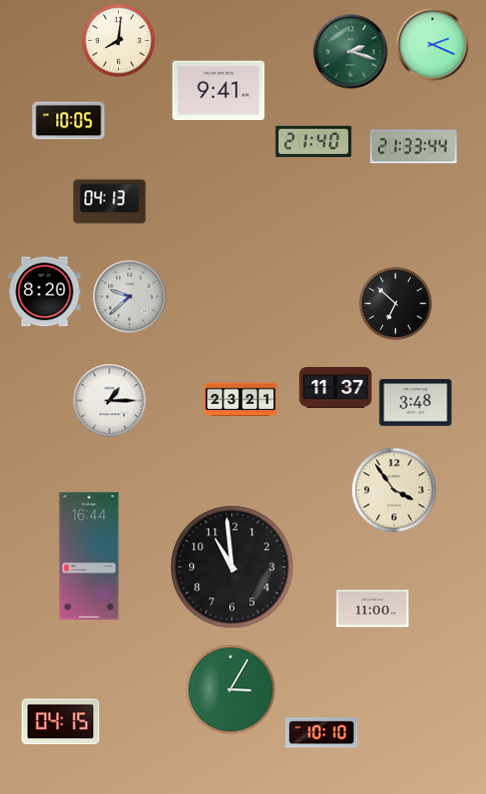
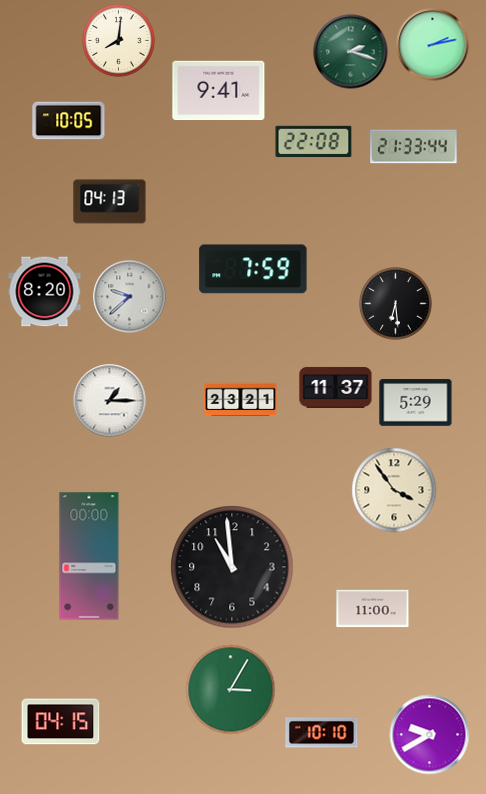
clock at (433, 45): 2:19 -> 2:13
clock at (314, 142): 21:40 -> 22:08
clock at (253, 269): none -> 7:59
clock at (396, 304): 6:52 -> 6:29
clock at (416, 403): 3:48 -> 5:29
clock at (89, 556): 16:44 -> 00:00
clock at (430, 735): none -> 9:40
